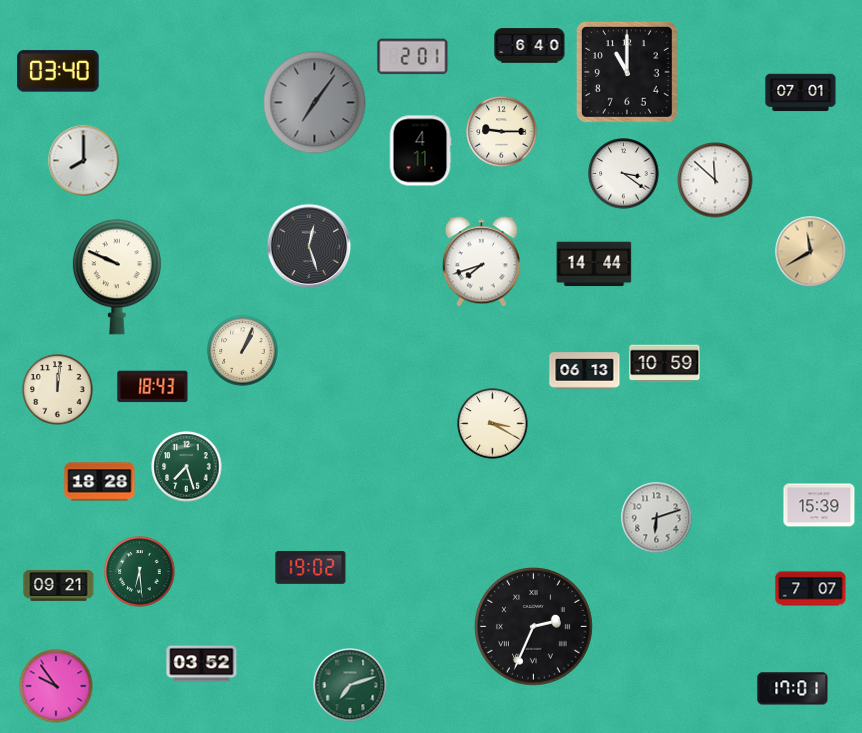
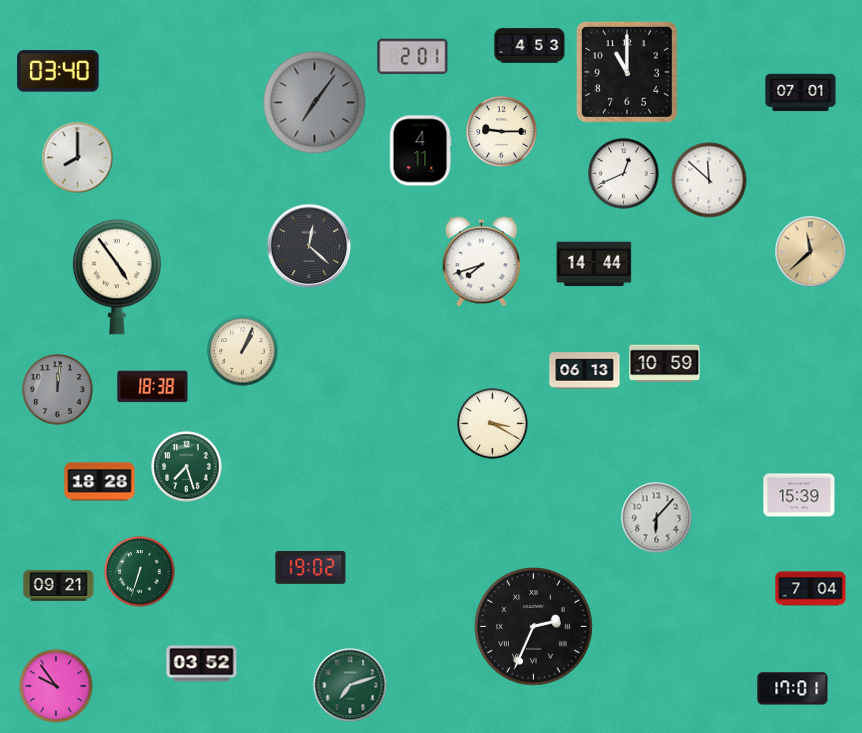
clock at (530, 46): 6:40 -> 4:53
clock at (84, 161) position: (84, 161) -> (78, 158)
clock at (624, 174): 3:21 -> 12:41
clock at (715, 180) position: (715, 180) -> (709, 180)
clock at (309, 246): 12:27 -> 12:22
clock at (811, 252): 11:40 -> 11:38
clock at (117, 277): 9:49 -> 4:54
clock at (153, 387): 18:43 -> 18:38
clock at (58, 390) dial: cream -> grey
clock at (819, 505) position: (819, 505) -> (799, 495)
clock at (657, 518): 6:12 -> 6:07
clock at (140, 572): 6:29 -> 6:33
clock at (811, 589): 7:07 -> 7:04
